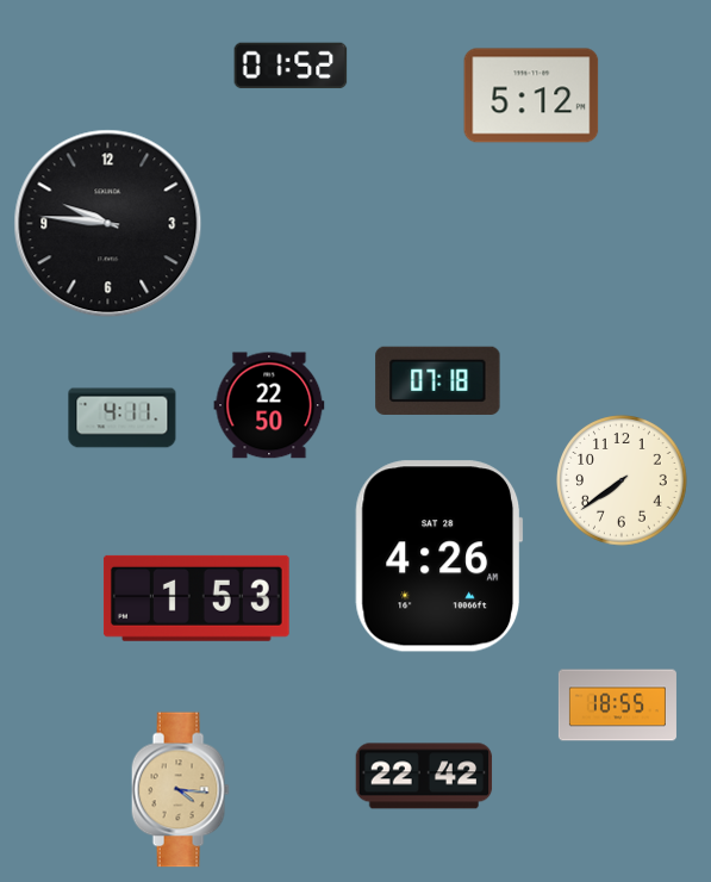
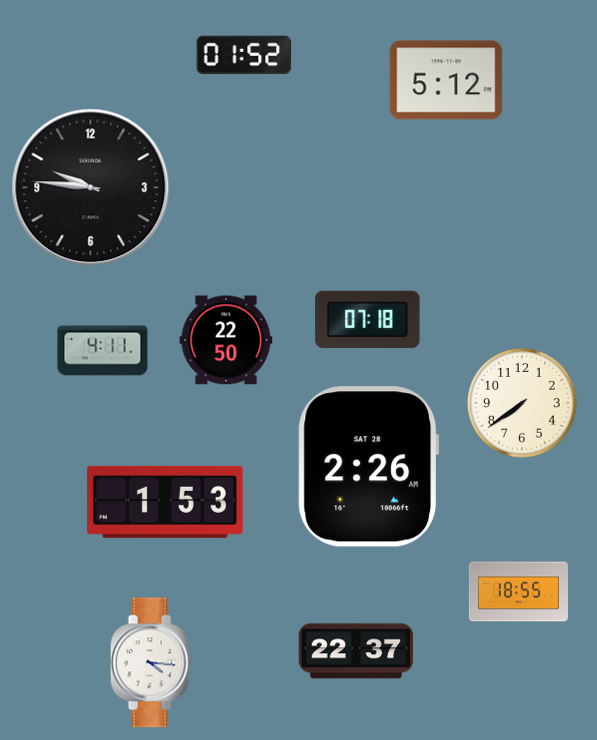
clock at (439, 557): 4:26 -> 2:26
clock at (424, 776): 22:42 -> 22:37
clock at (180, 790) dial: champagne -> white
